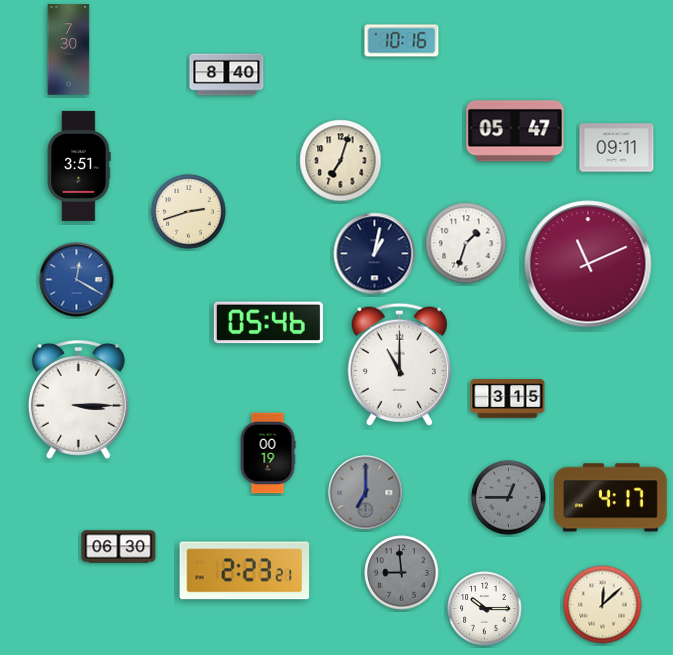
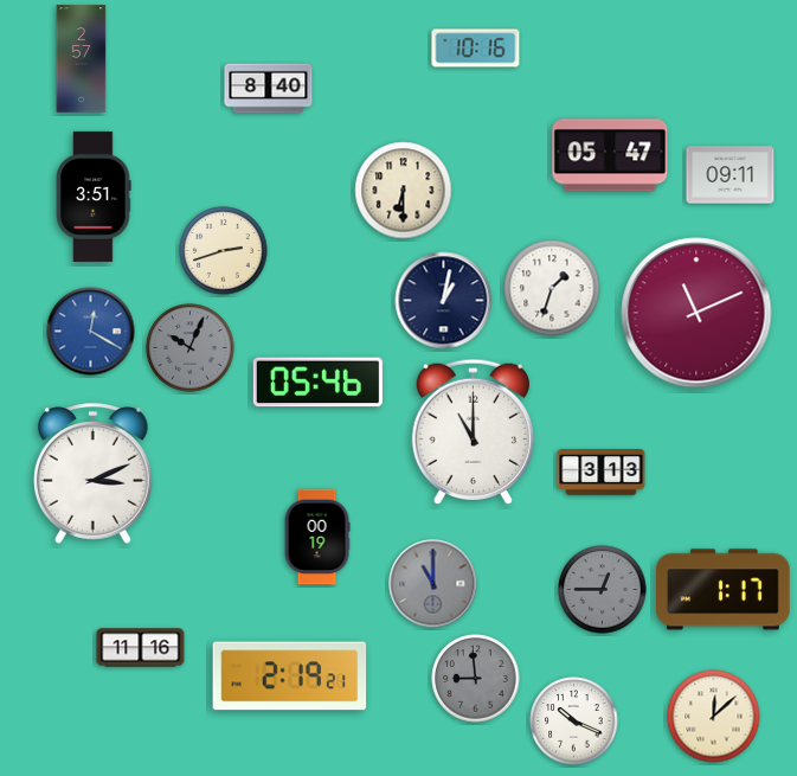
clock at (69, 50): 7:30 -> 2:57
clock at (341, 161): 7:03 -> 6:30
clock at (191, 348): none -> 10:04
clock at (508, 399): 3:15 -> 3:13
clock at (78, 400): 3:15 -> 3:11
clock at (366, 493): 7:00 -> 11:00
clock at (611, 498): 4:17 -> 1:17
clock at (119, 547): 06:30 -> 11:16
clock at (245, 571): 2:23 -> 2:19
clock at (485, 609): 10:15 -> 10:19
